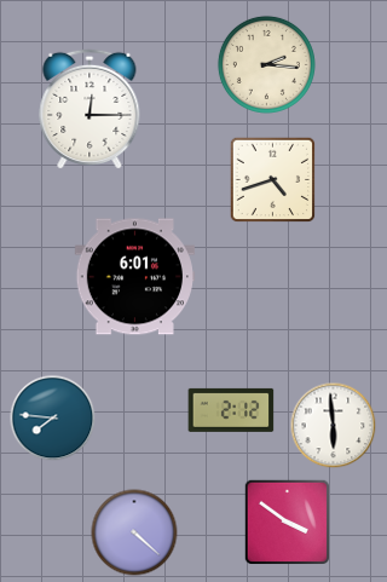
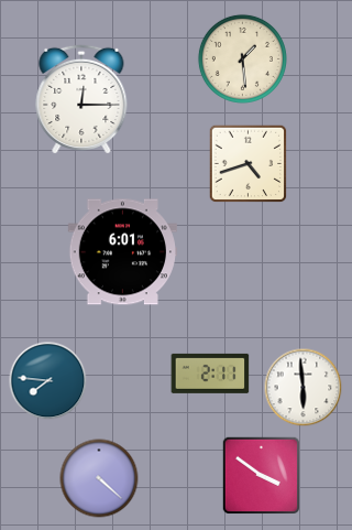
clock at (266, 64): 2:16 -> 1:29
clock at (231, 410): 2:12 -> 2:11
clock at (134, 532) position: (134, 532) -> (99, 478)
